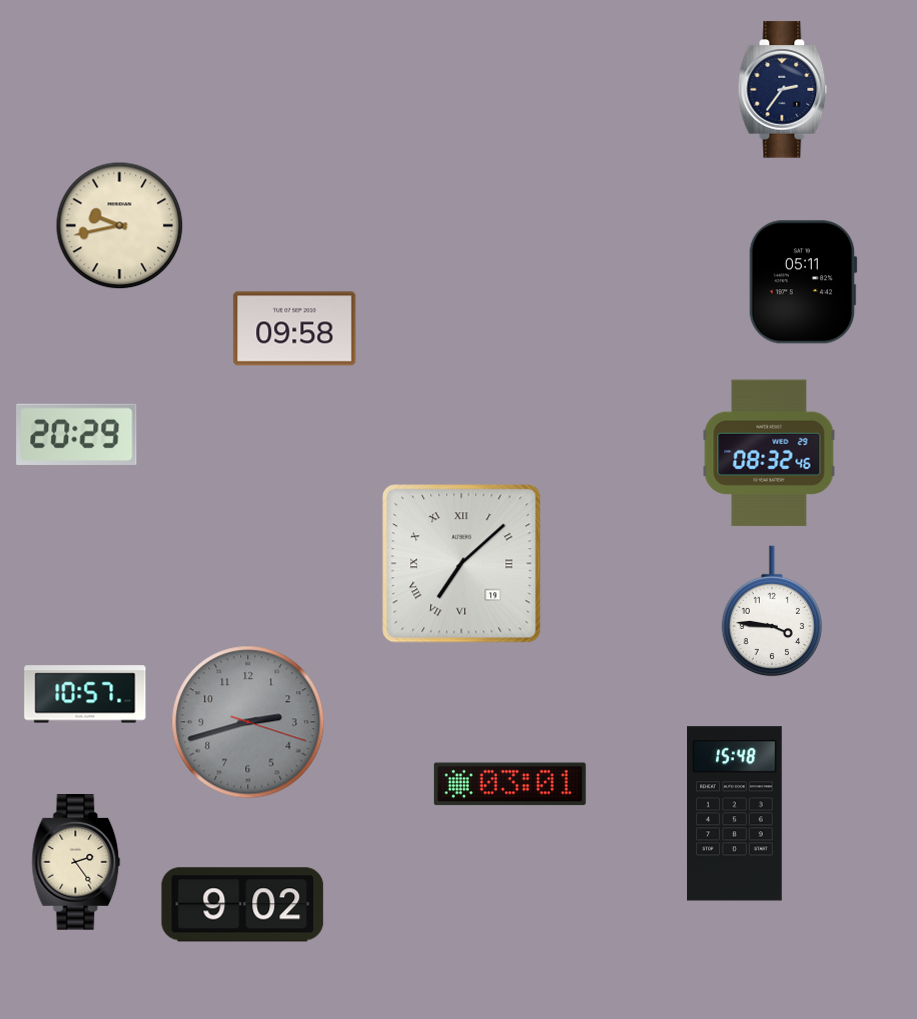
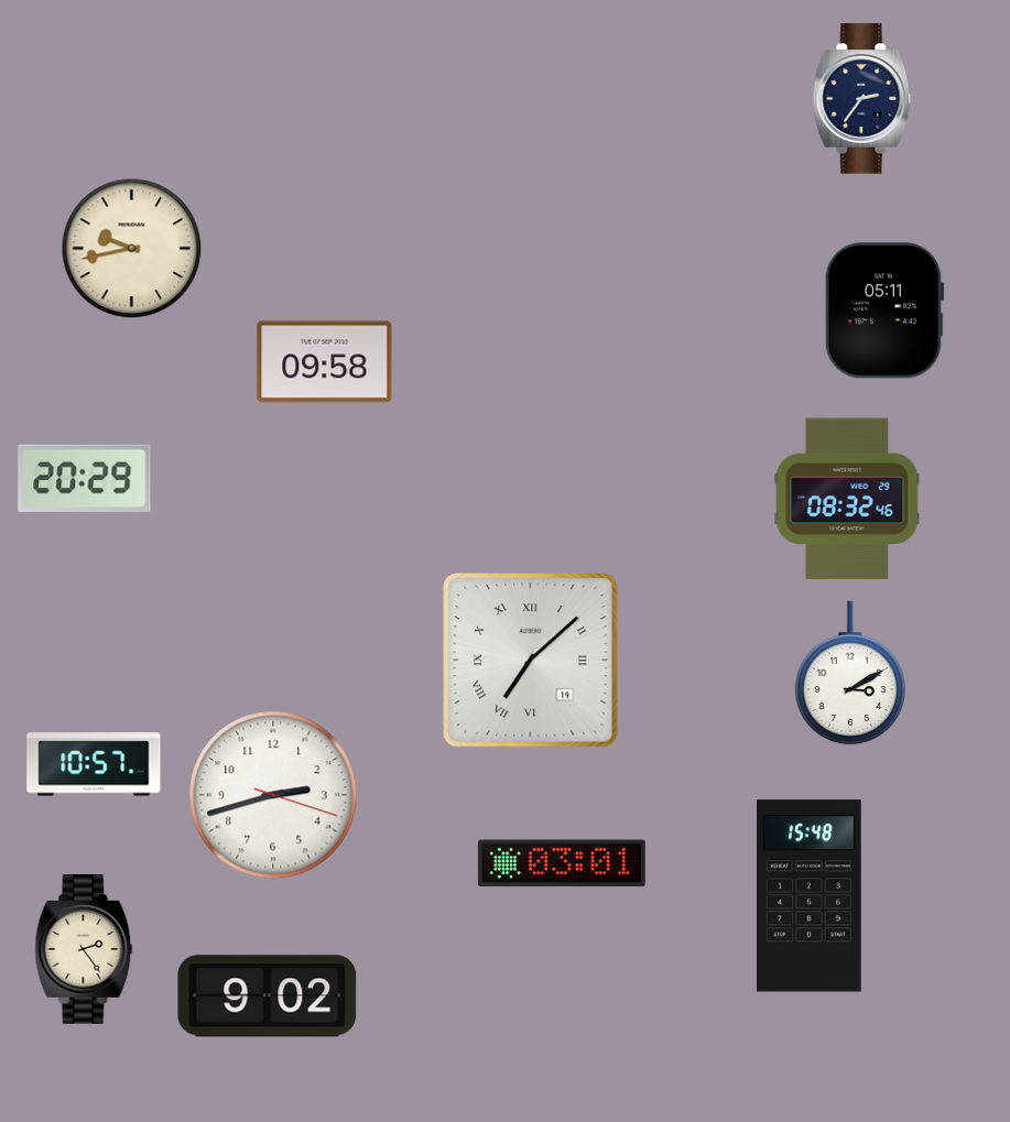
clock at (462, 564) position: (462, 564) -> (531, 661)
clock at (771, 611): 3:46 -> 3:10
clock at (248, 722) dial: grey -> white
